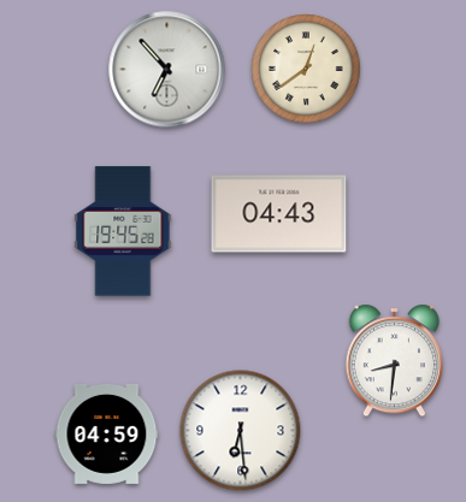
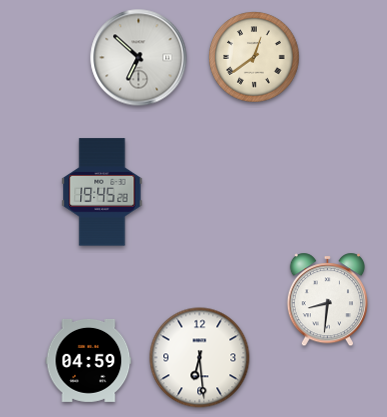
clock at (167, 70): 6:53 -> 6:52
clock at (279, 214): 04:43 -> none
